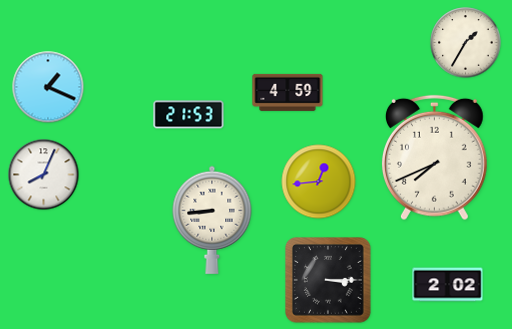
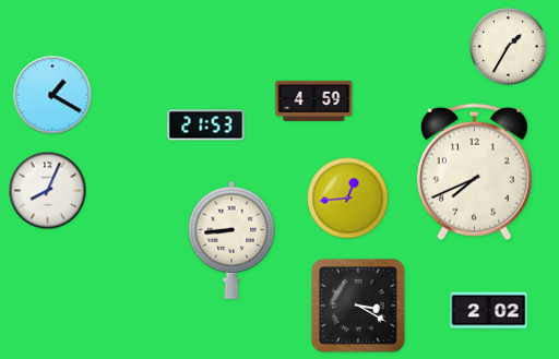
clock at (48, 87): 1:19 -> 1:20
clock at (329, 281): 3:15 -> 3:20
